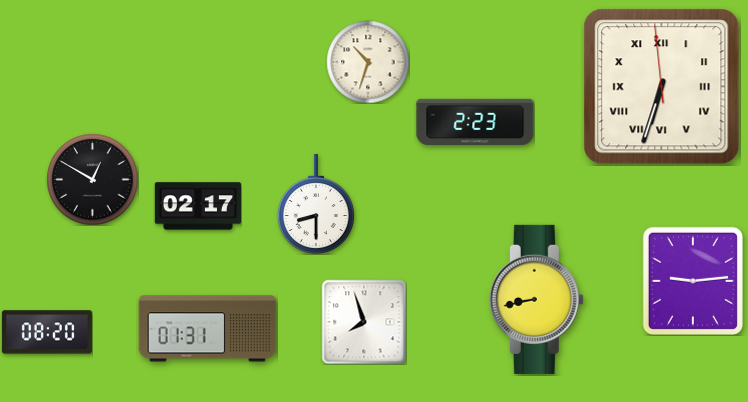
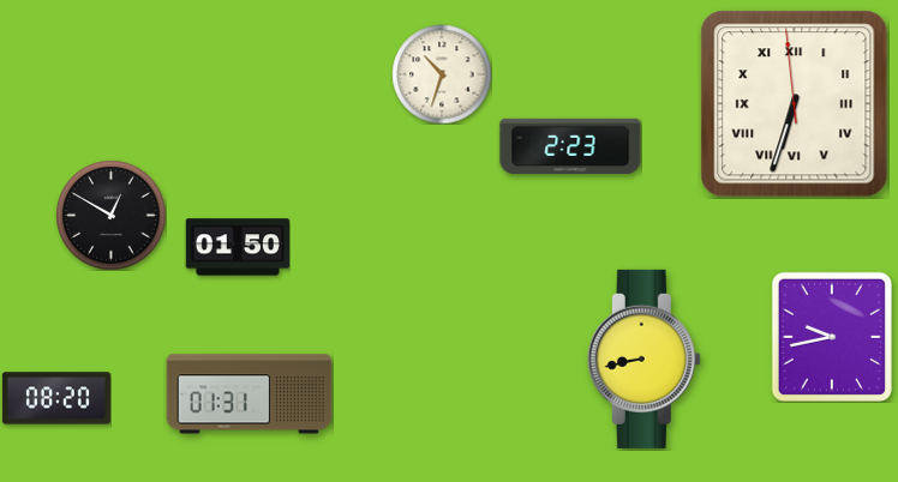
clock at (316, 204): 8:30 -> none
clock at (198, 206): 02:17 -> 01:50
clock at (693, 281): 9:14 -> 9:43
clock at (364, 322): 7:57 -> none
